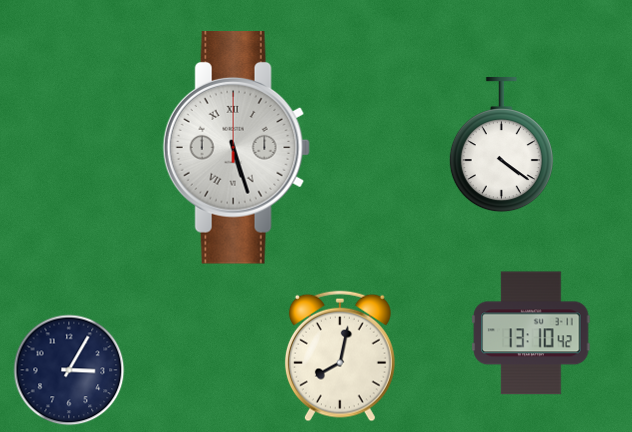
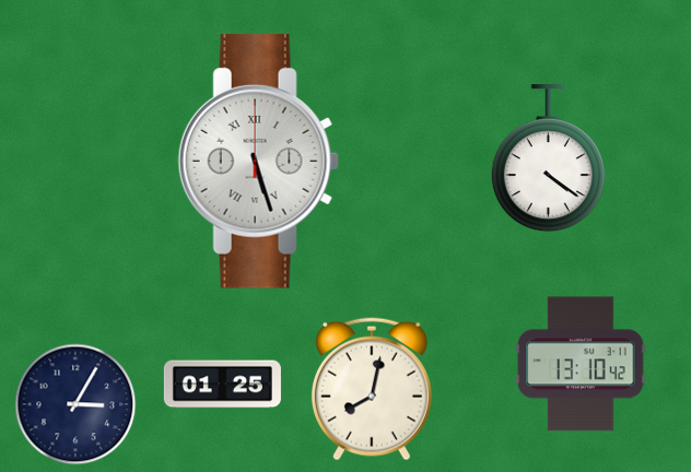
clock at (222, 385): none -> 01:25
